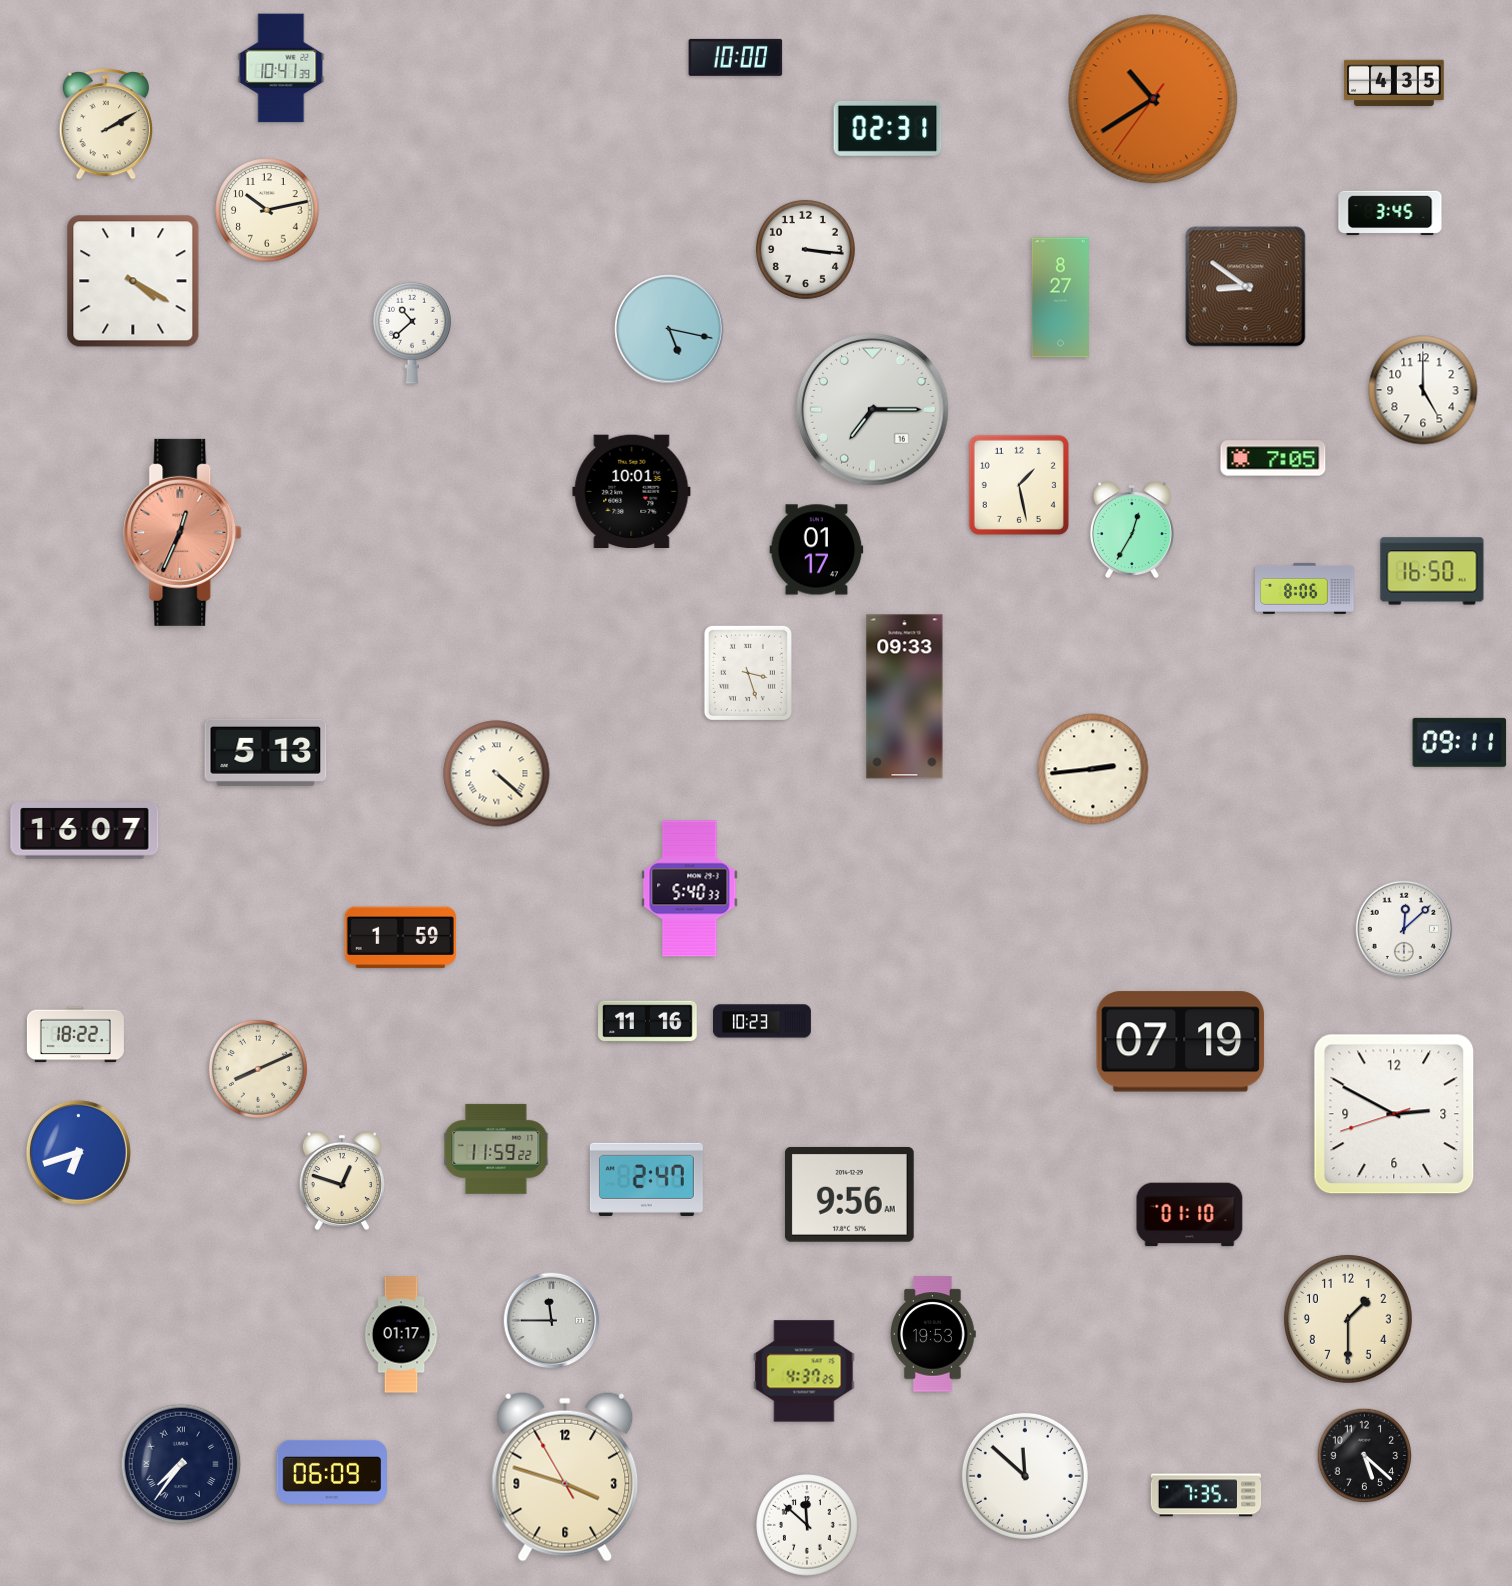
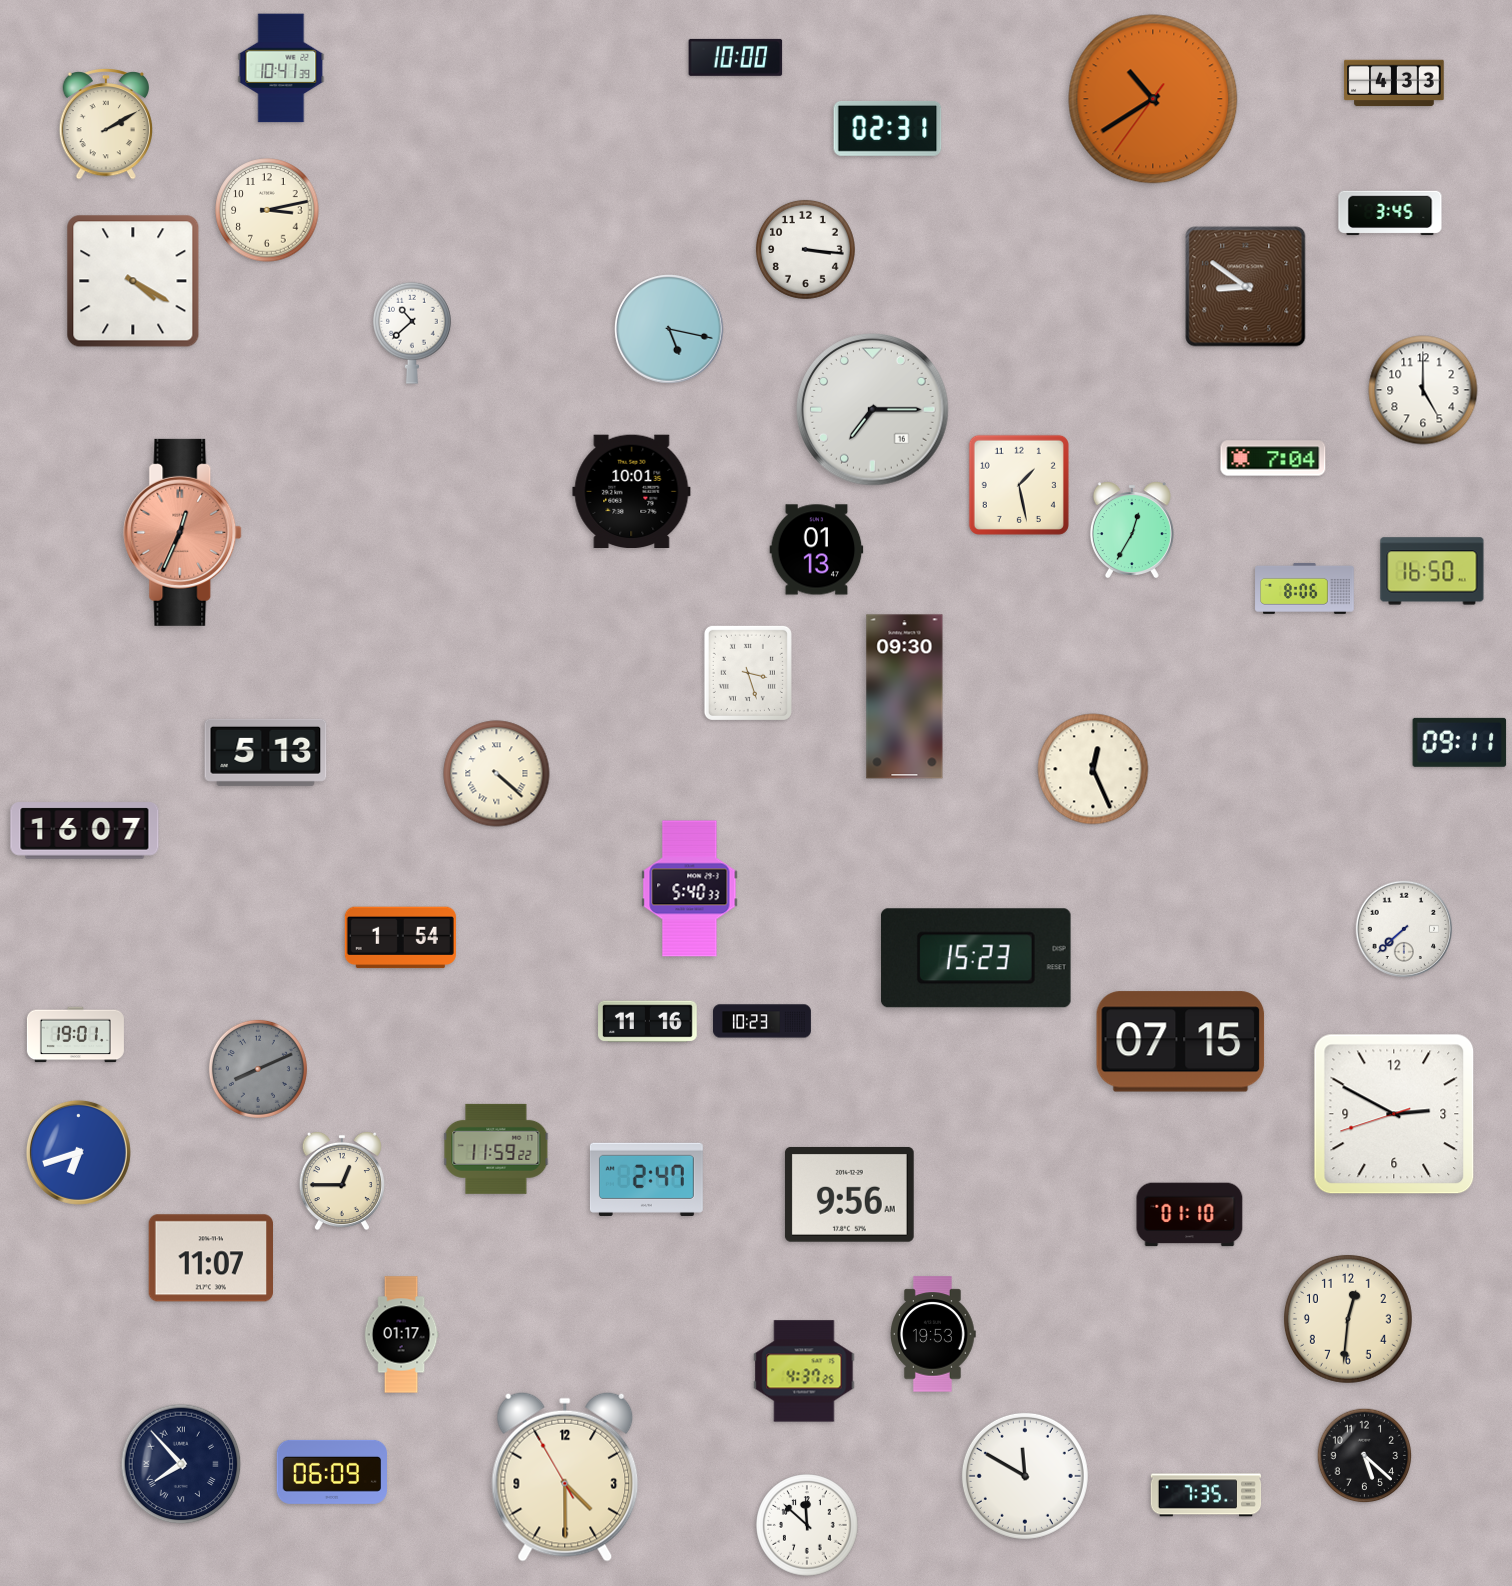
clock at (1394, 83): 4:35 -> 4:33
clock at (267, 210): 10:13 -> 3:13
clock at (1060, 298): 8:27 -> none
clock at (1273, 458): 7:05 -> 7:04
clock at (817, 550): 01:17 -> 01:13
clock at (905, 697): 09:33 -> 09:30
clock at (1093, 769): 2:44 -> 12:26
clock at (1404, 929): 12:08 -> 7:38
clock at (400, 938): 1:59 -> 1:54
clock at (976, 958): none -> 15:23
clock at (75, 1035): 18:22 -> 19:01
clock at (1181, 1042): 07:19 -> 07:15
clock at (258, 1069) dial: cream -> grey
clock at (342, 1181): 12:48 -> 12:45
clock at (210, 1258): none -> 11:07
clock at (1348, 1319): 1:30 -> 12:31
clock at (552, 1321): 11:45 -> none
clock at (181, 1464): 7:36 -> 7:53
clock at (1025, 1476): 11:52 -> 11:50
clock at (565, 1477): 3:47 -> 4:29
